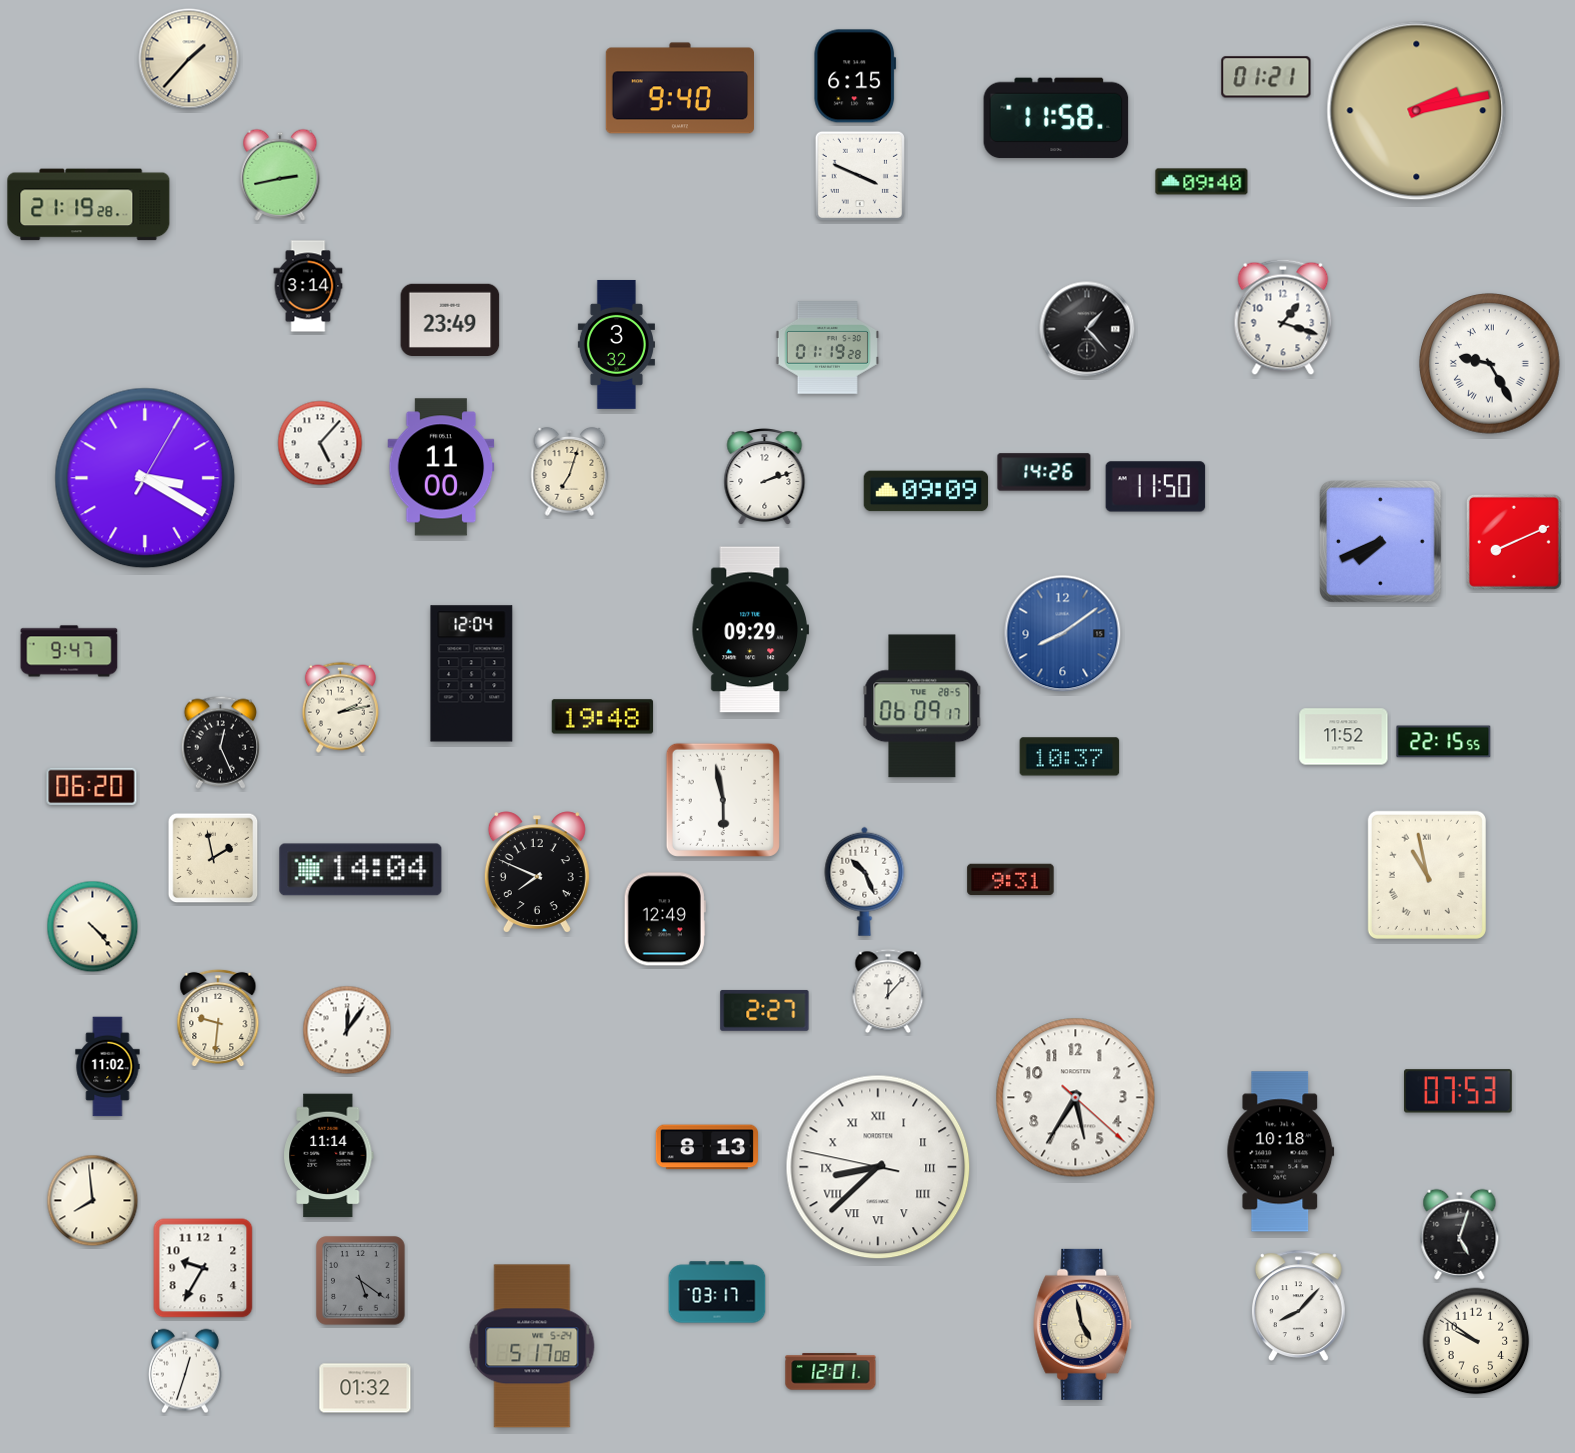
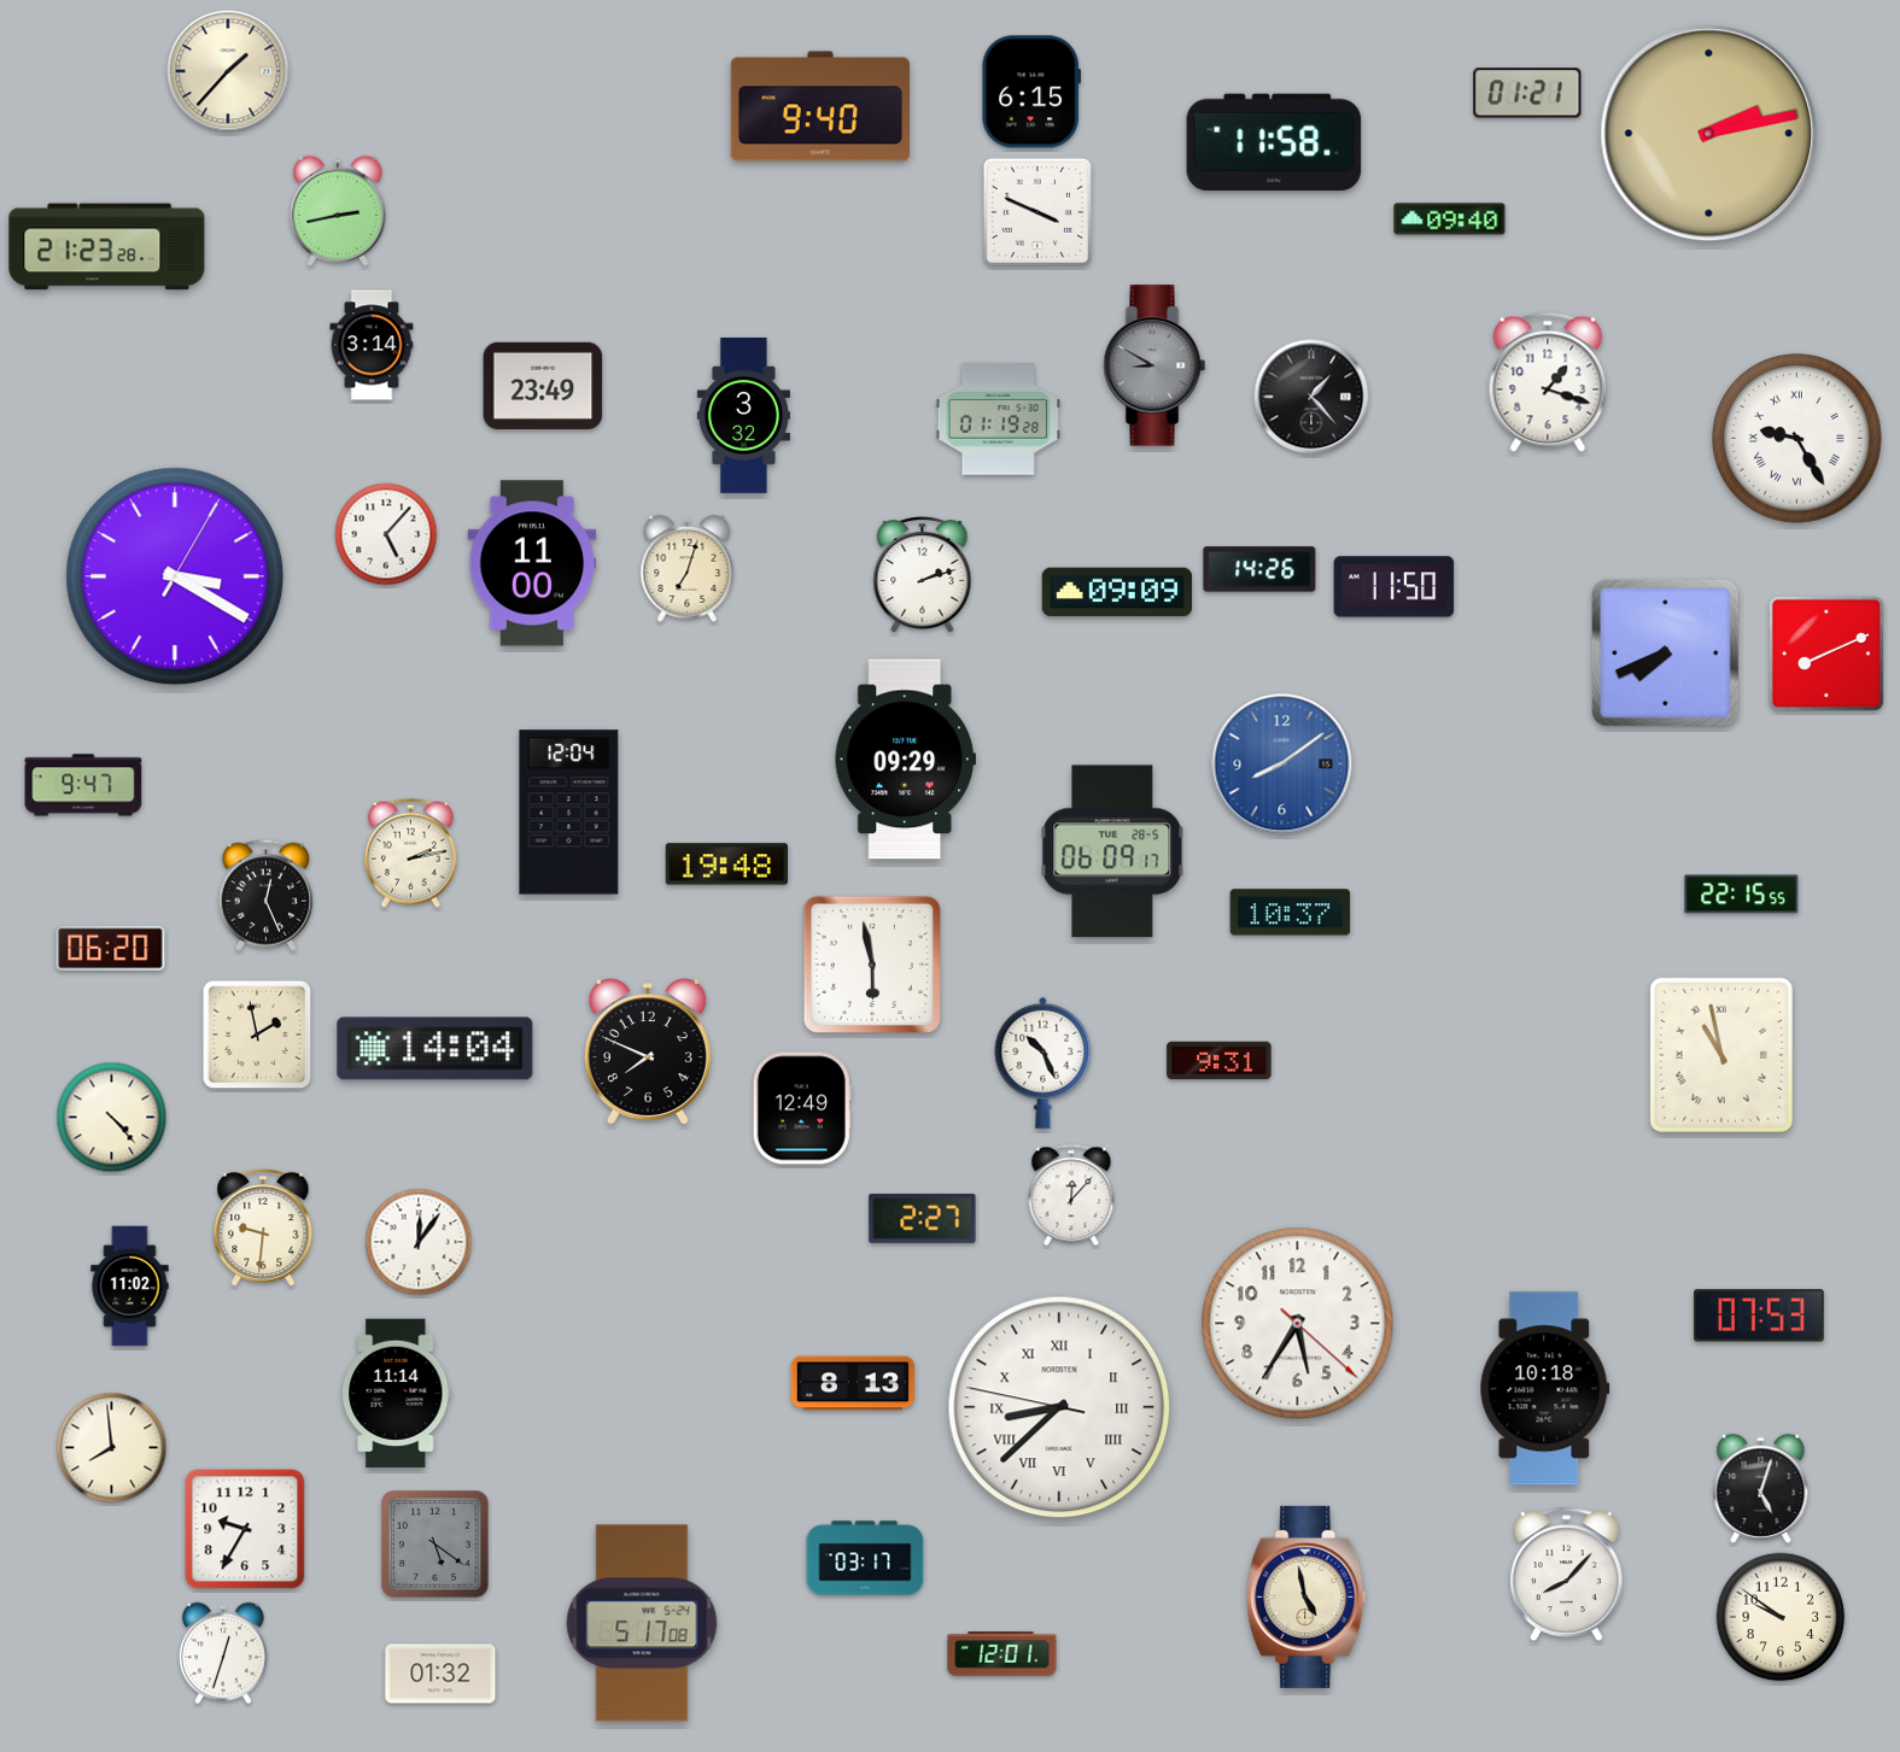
clock at (89, 205): 21:19 -> 21:23
clock at (1154, 365): none -> 8:50
clock at (1344, 737): 11:52 -> none
